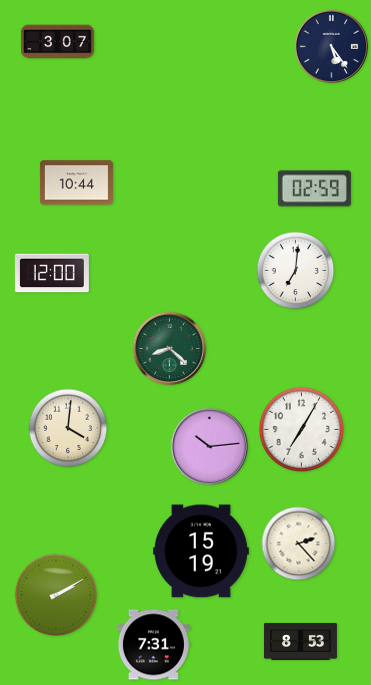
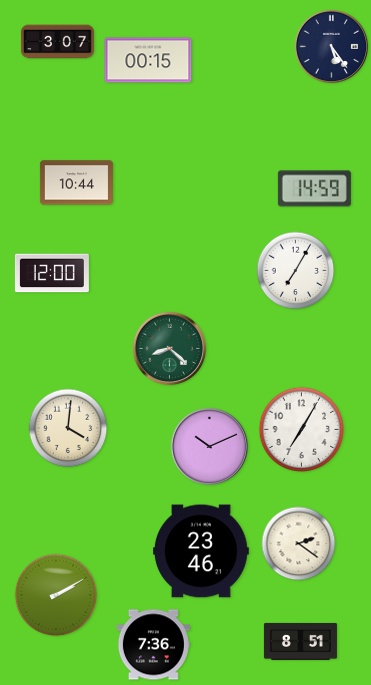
clock at (148, 60): none -> 00:15
clock at (314, 189): 02:59 -> 14:59
clock at (296, 271): 7:01 -> 7:05
clock at (209, 446): 10:14 -> 10:11
clock at (299, 544): 2:23 -> 2:21
clock at (202, 551): 15:19 -> 23:46
clock at (300, 641): 8:53 -> 8:51
clock at (153, 645): 7:31 -> 7:36
